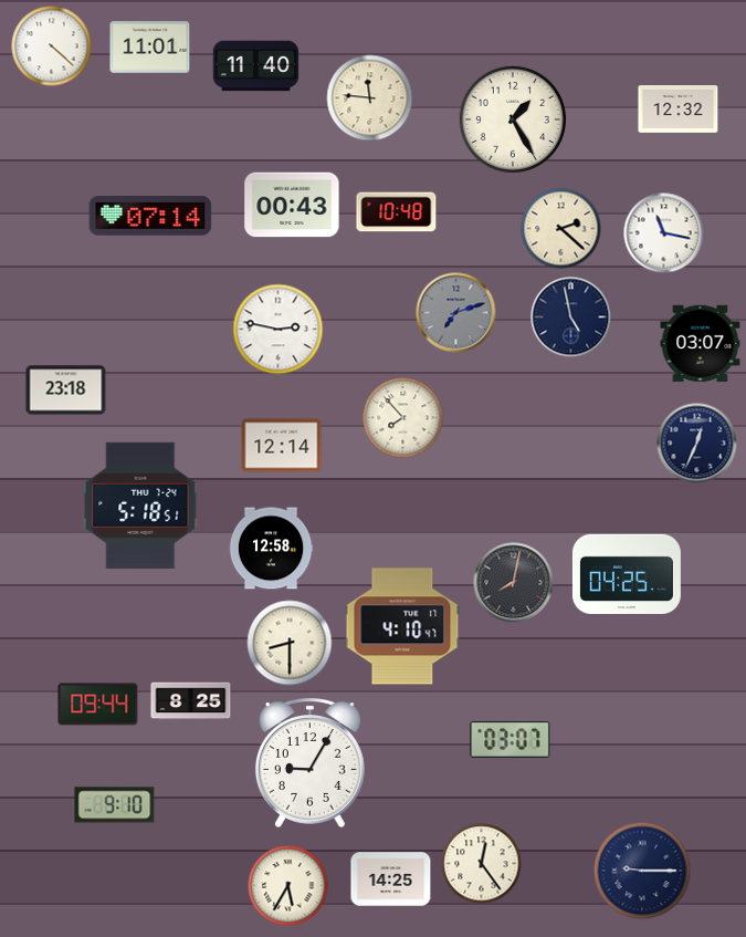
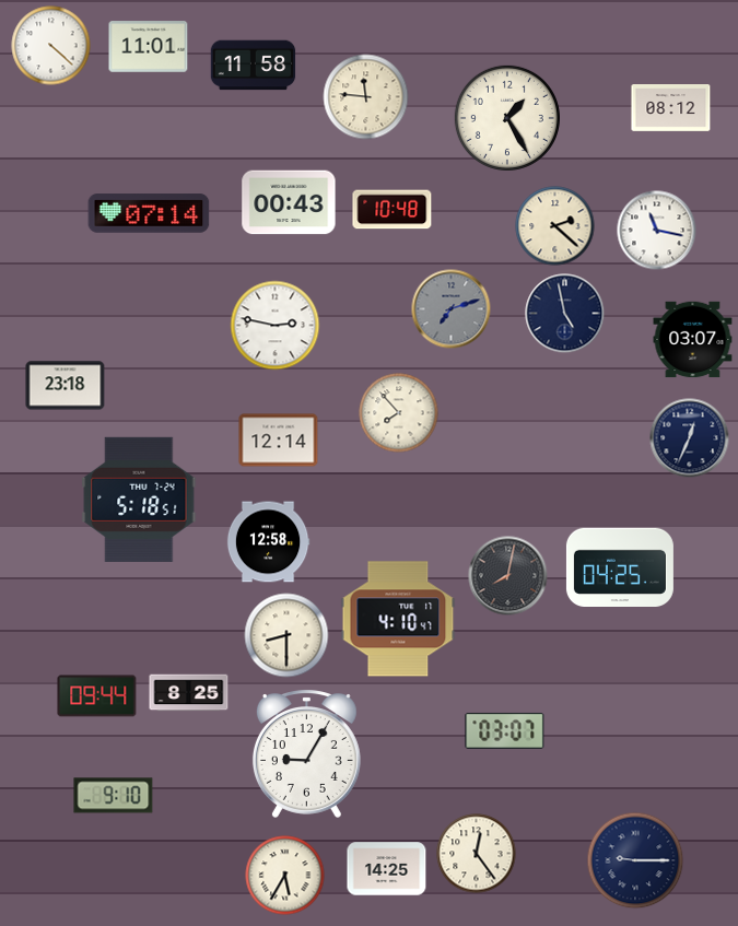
clock at (256, 66): 11:40 -> 11:58
clock at (679, 110): 12:32 -> 08:12
